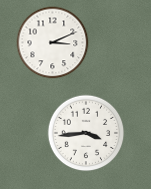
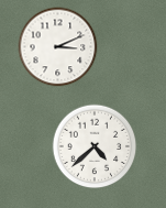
clock at (86, 133): 3:44 -> 4:38
